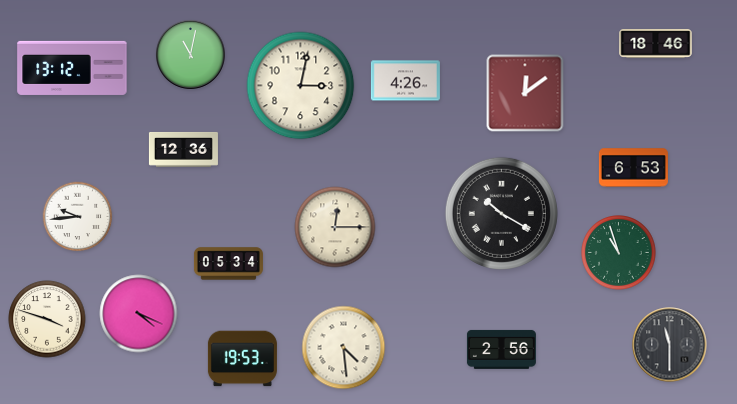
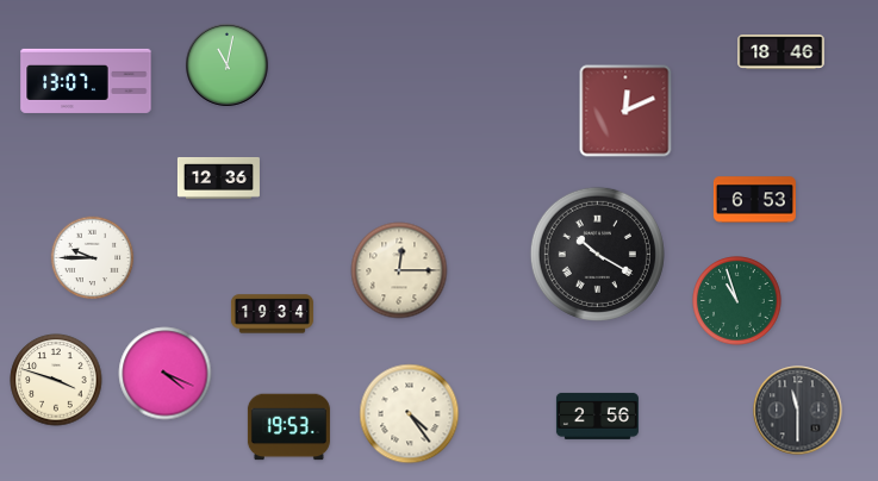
clock at (72, 68): 13:12 -> 13:07
clock at (405, 81): 4:26 -> none
clock at (301, 86): 3:02 -> none
clock at (525, 93): 12:09 -> 12:11
clock at (78, 217): 9:44 -> 9:45
clock at (228, 264): 05:34 -> 19:34
clock at (344, 348): 4:29 -> 4:24
